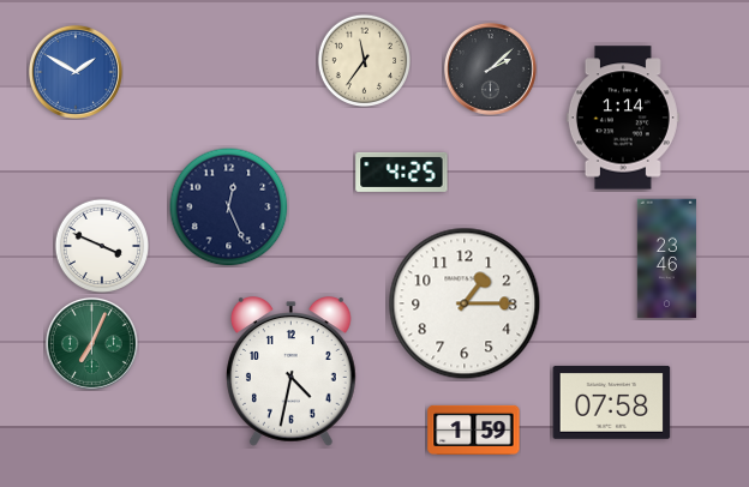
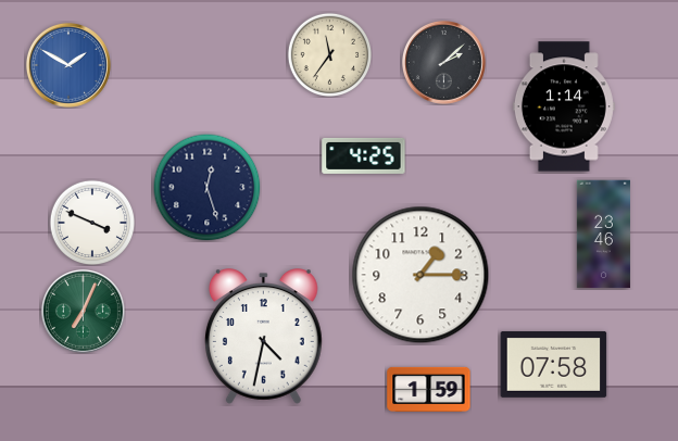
clock at (229, 208): 12:26 -> 12:27
